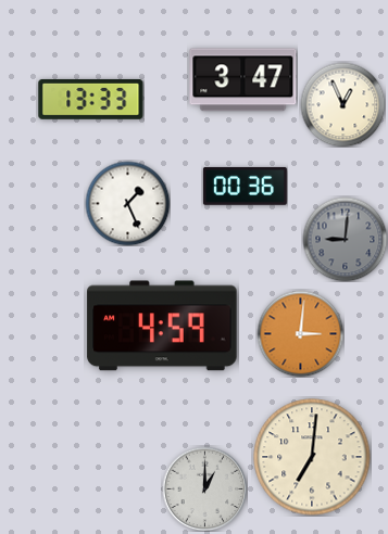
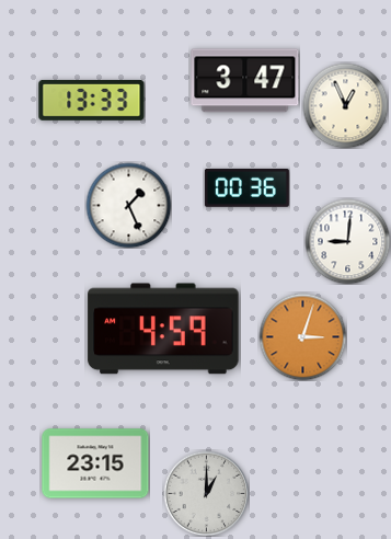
clock at (345, 239) dial: grey -> white
clock at (300, 333): 3:01 -> 3:03
clock at (312, 457): 7:01 -> none
clock at (95, 463): none -> 23:15
